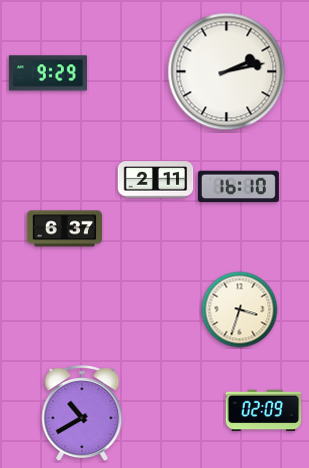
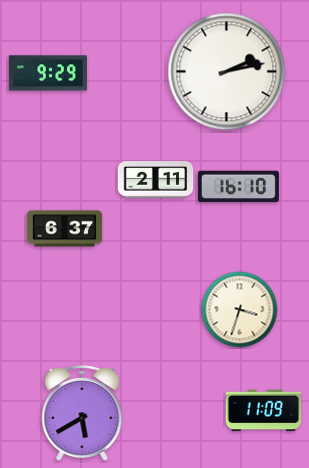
clock at (264, 411): 02:09 -> 11:09
clock at (82, 414): 10:40 -> 5:40
